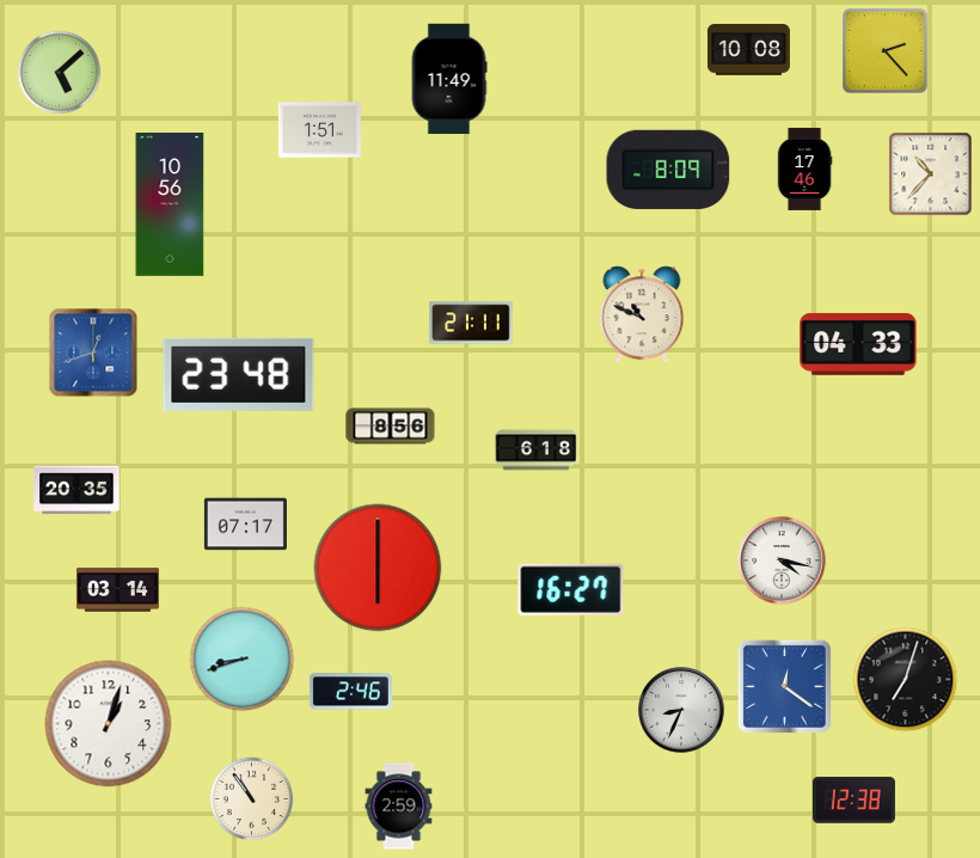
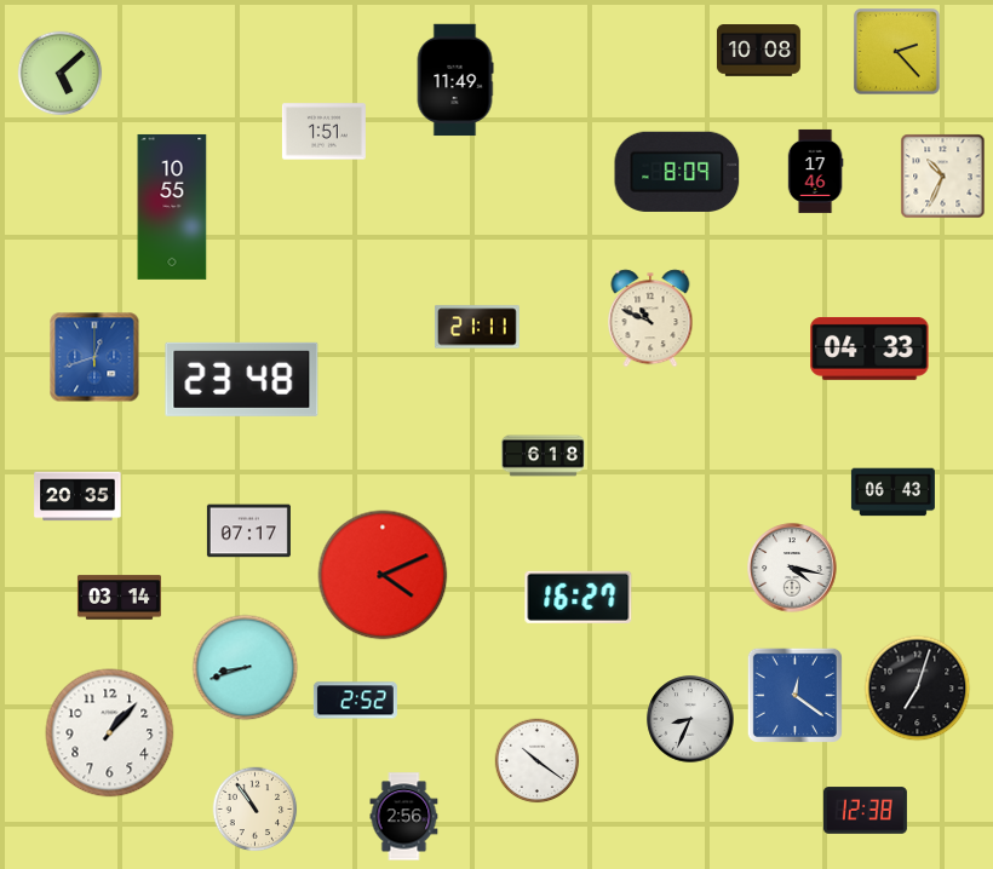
clock at (931, 174): 10:37 -> 10:34
clock at (170, 204): 10:56 -> 10:55
clock at (391, 427): 8:56 -> none
clock at (892, 493): none -> 06:43
clock at (378, 568): 6:00 -> 4:11
clock at (350, 692): 2:46 -> 2:52
clock at (109, 724): 1:03 -> 1:07
clock at (538, 761): none -> 10:21
clock at (399, 807): 2:59 -> 2:56
